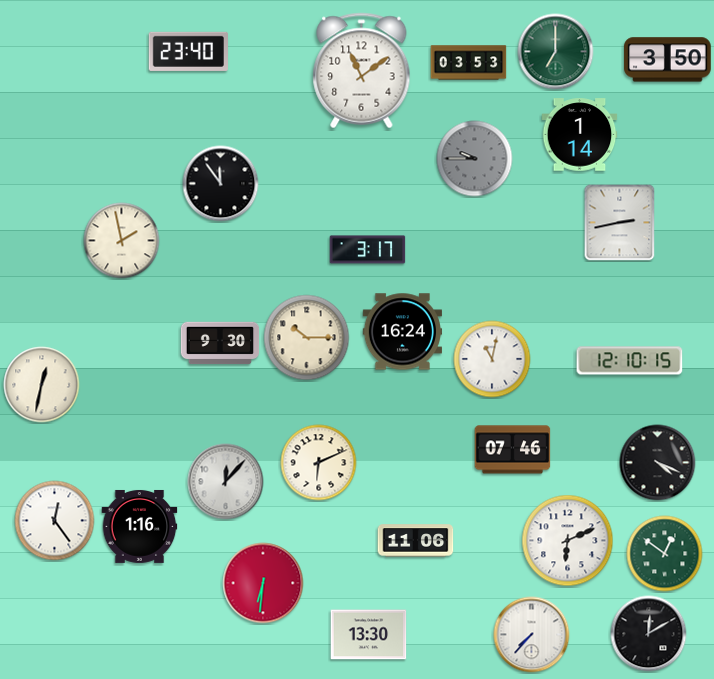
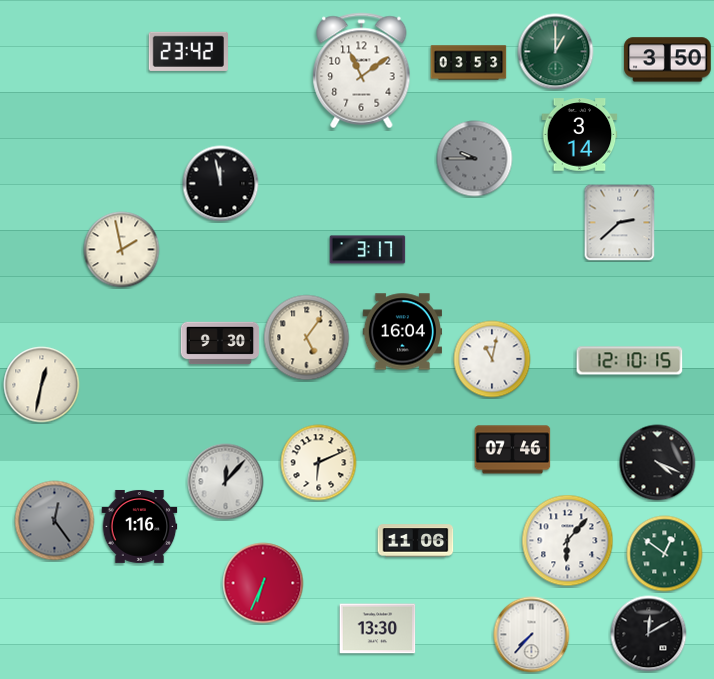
clock at (188, 51): 23:40 -> 23:42
clock at (556, 52): 7:00 -> 1:00
clock at (580, 135): 1:14 -> 3:14
clock at (221, 184): 11:54 -> 11:58
clock at (620, 223): 2:43 -> 2:38
clock at (122, 241) position: (122, 241) -> (122, 250)
clock at (402, 332): 16:24 -> 16:04
clock at (307, 338): 10:15 -> 5:06
clock at (55, 521) dial: white -> grey
clock at (568, 541): 6:11 -> 6:07
clock at (263, 583): 6:31 -> 6:34
clock at (369, 635) position: (369, 635) -> (378, 629)
